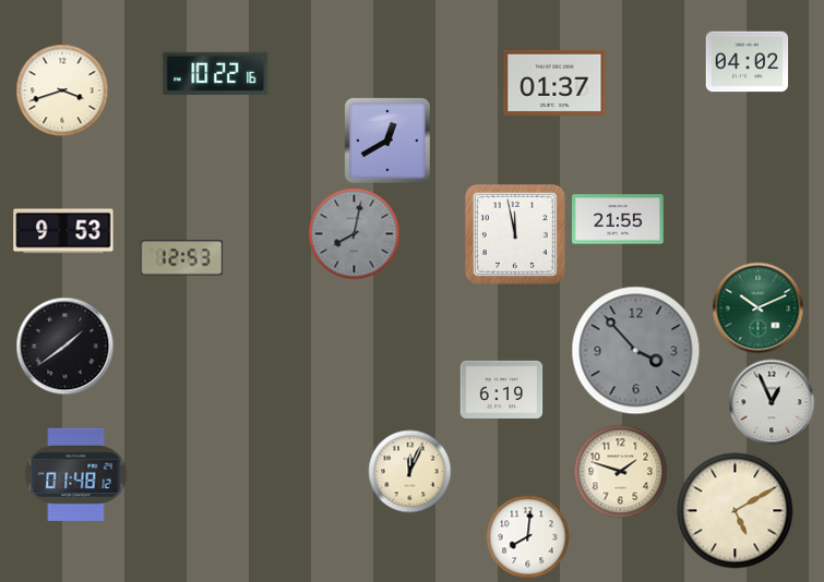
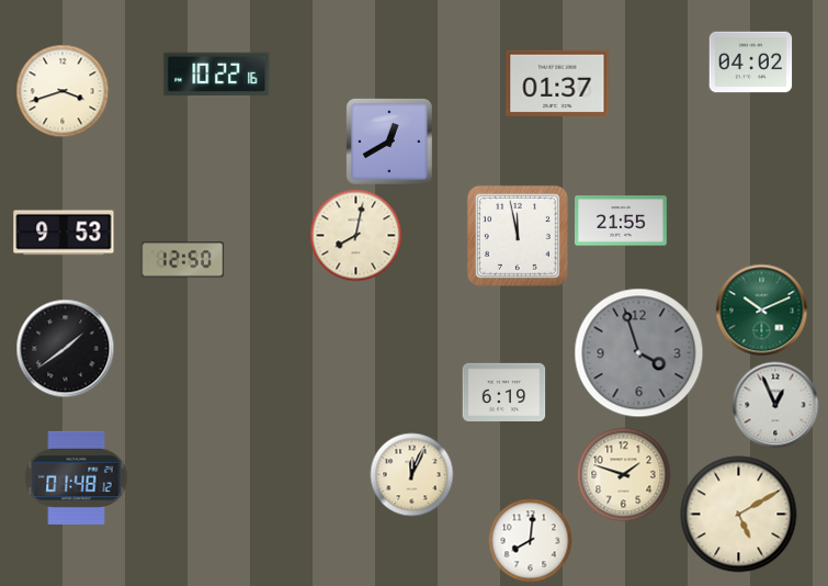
clock at (355, 234) dial: grey -> cream
clock at (182, 258): 12:53 -> 12:50
clock at (636, 351): 3:53 -> 3:57
